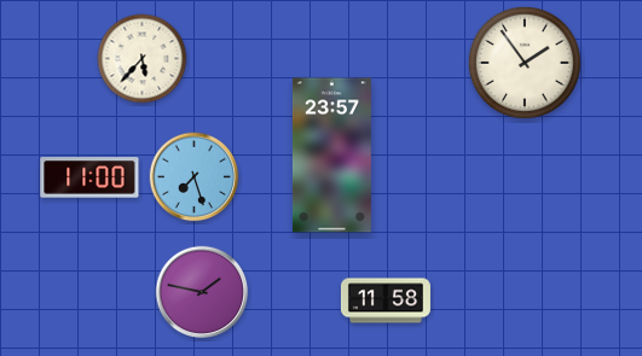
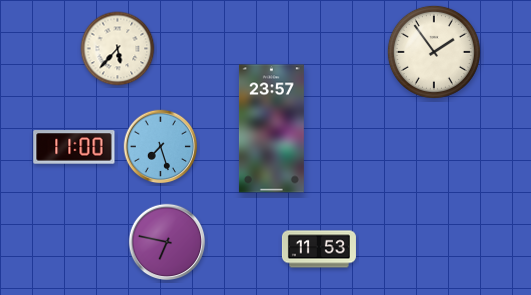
clock at (331, 156) position: (331, 156) -> (271, 129)
clock at (202, 292): 1:47 -> 6:47
clock at (386, 300): 11:58 -> 11:53
